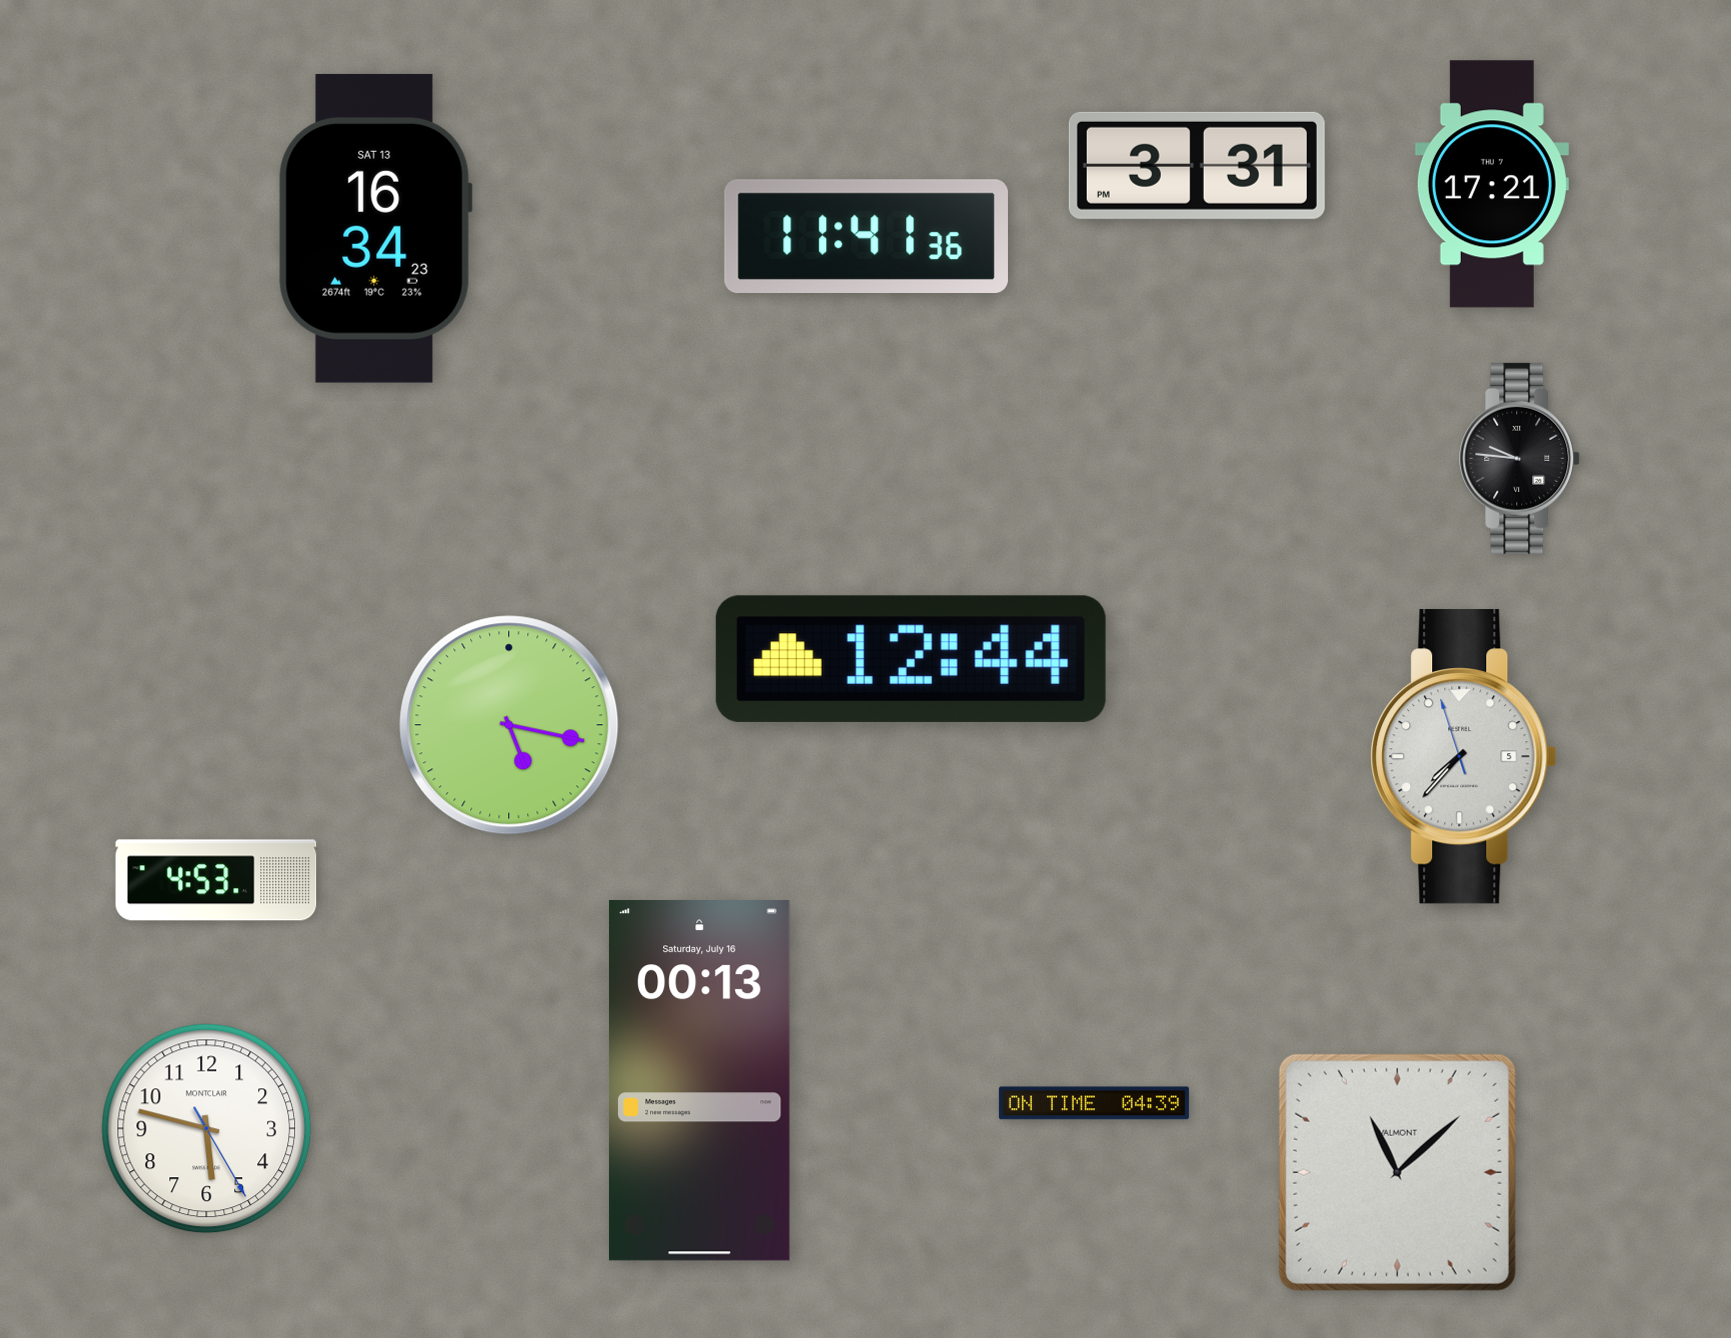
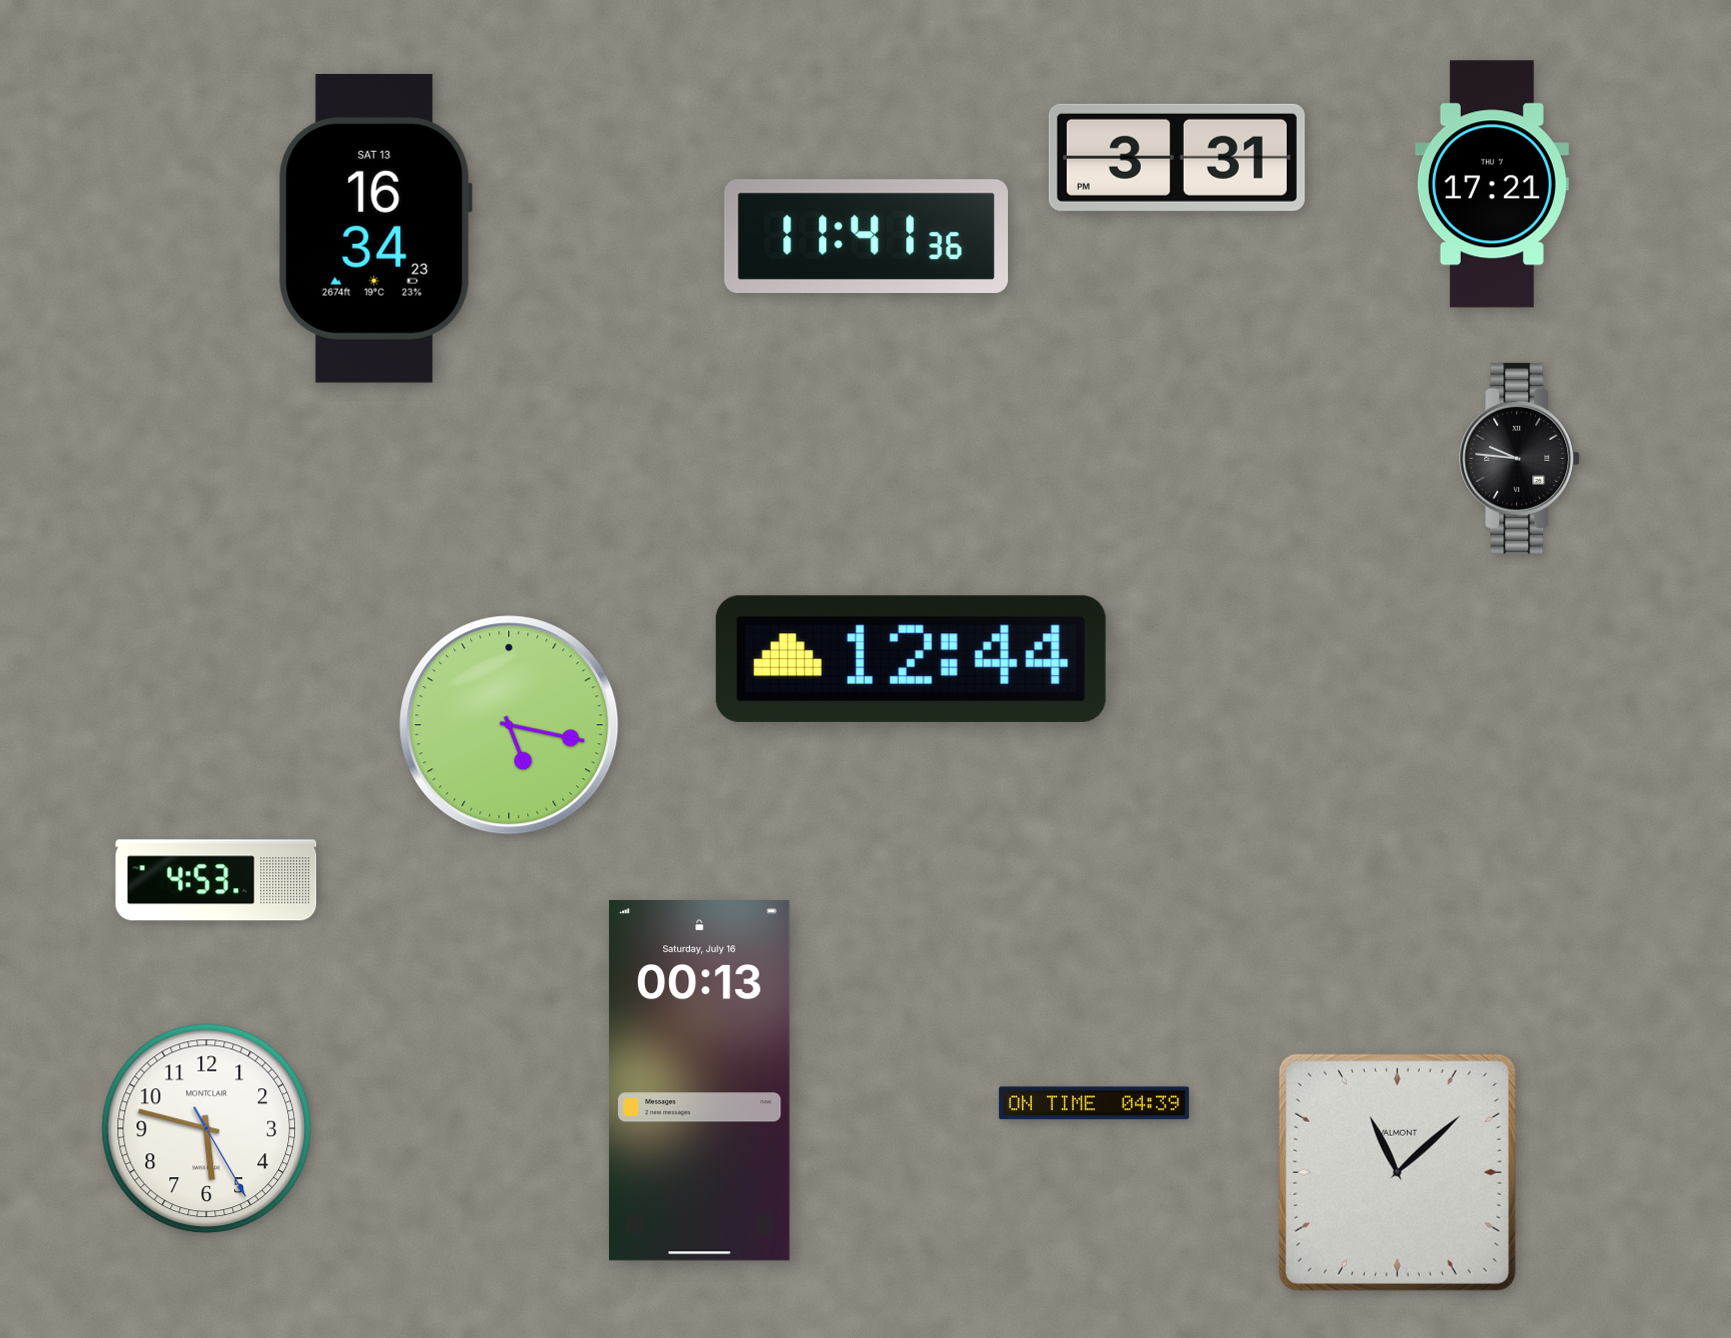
clock at (1197, 166) position: (1197, 166) -> (1177, 158)
clock at (1464, 757): 7:36 -> none
